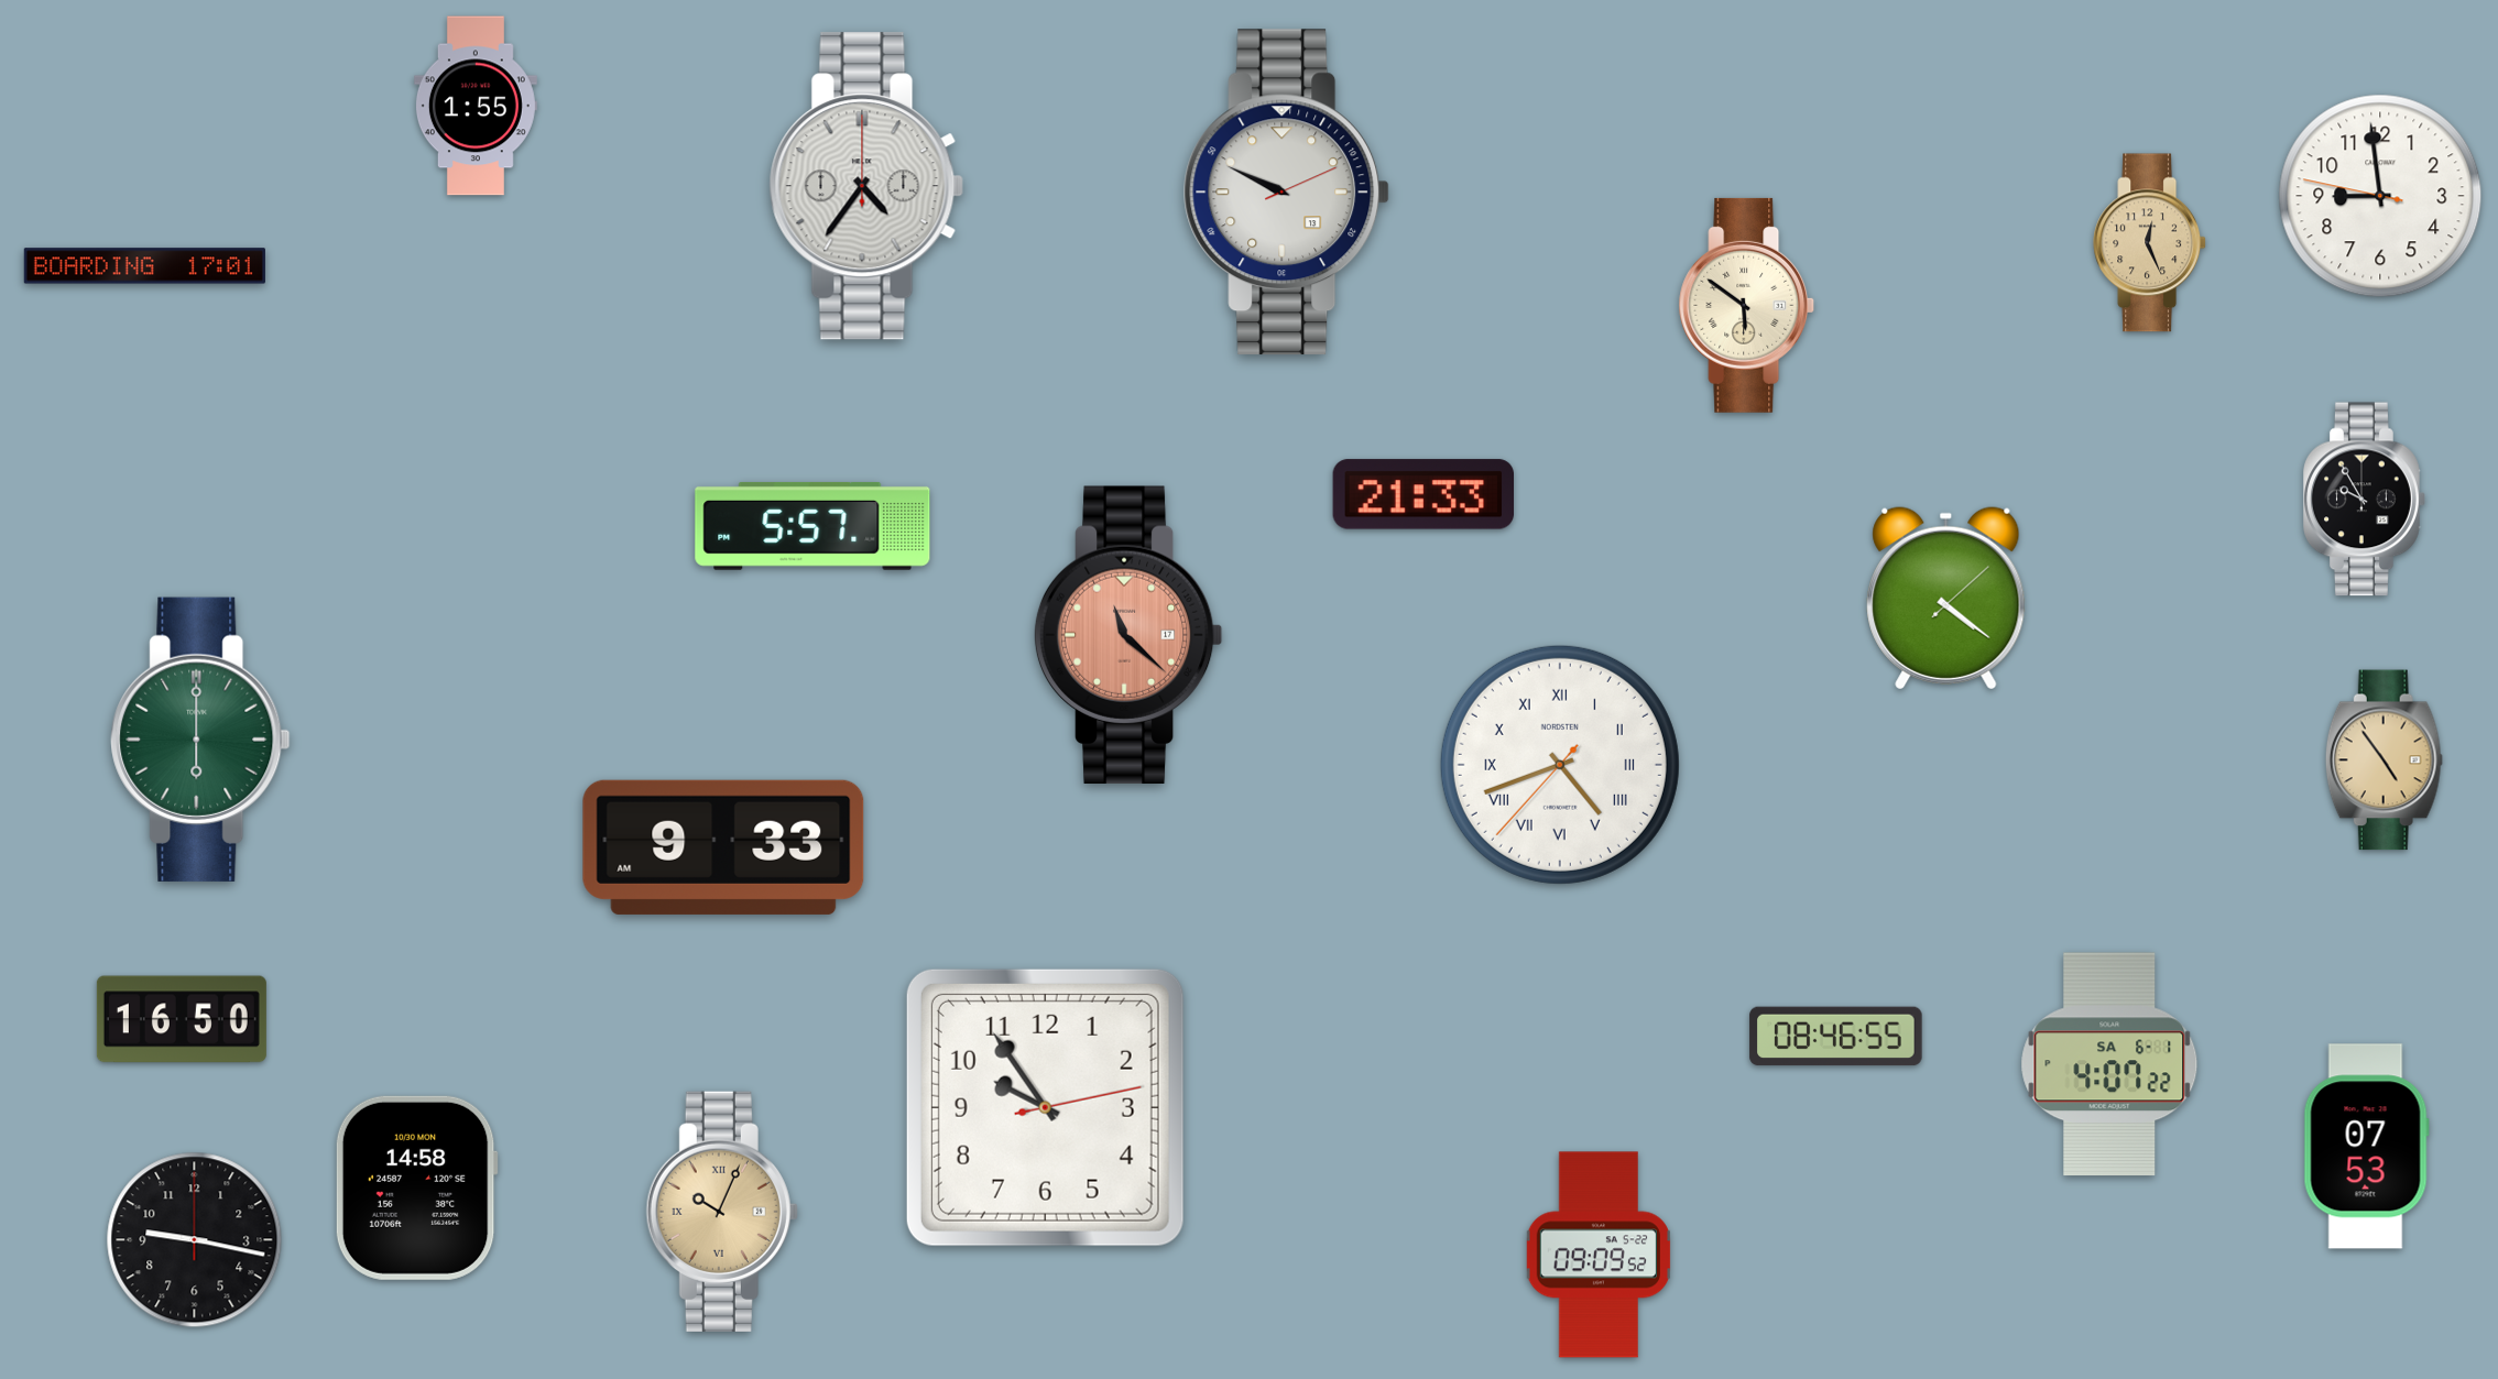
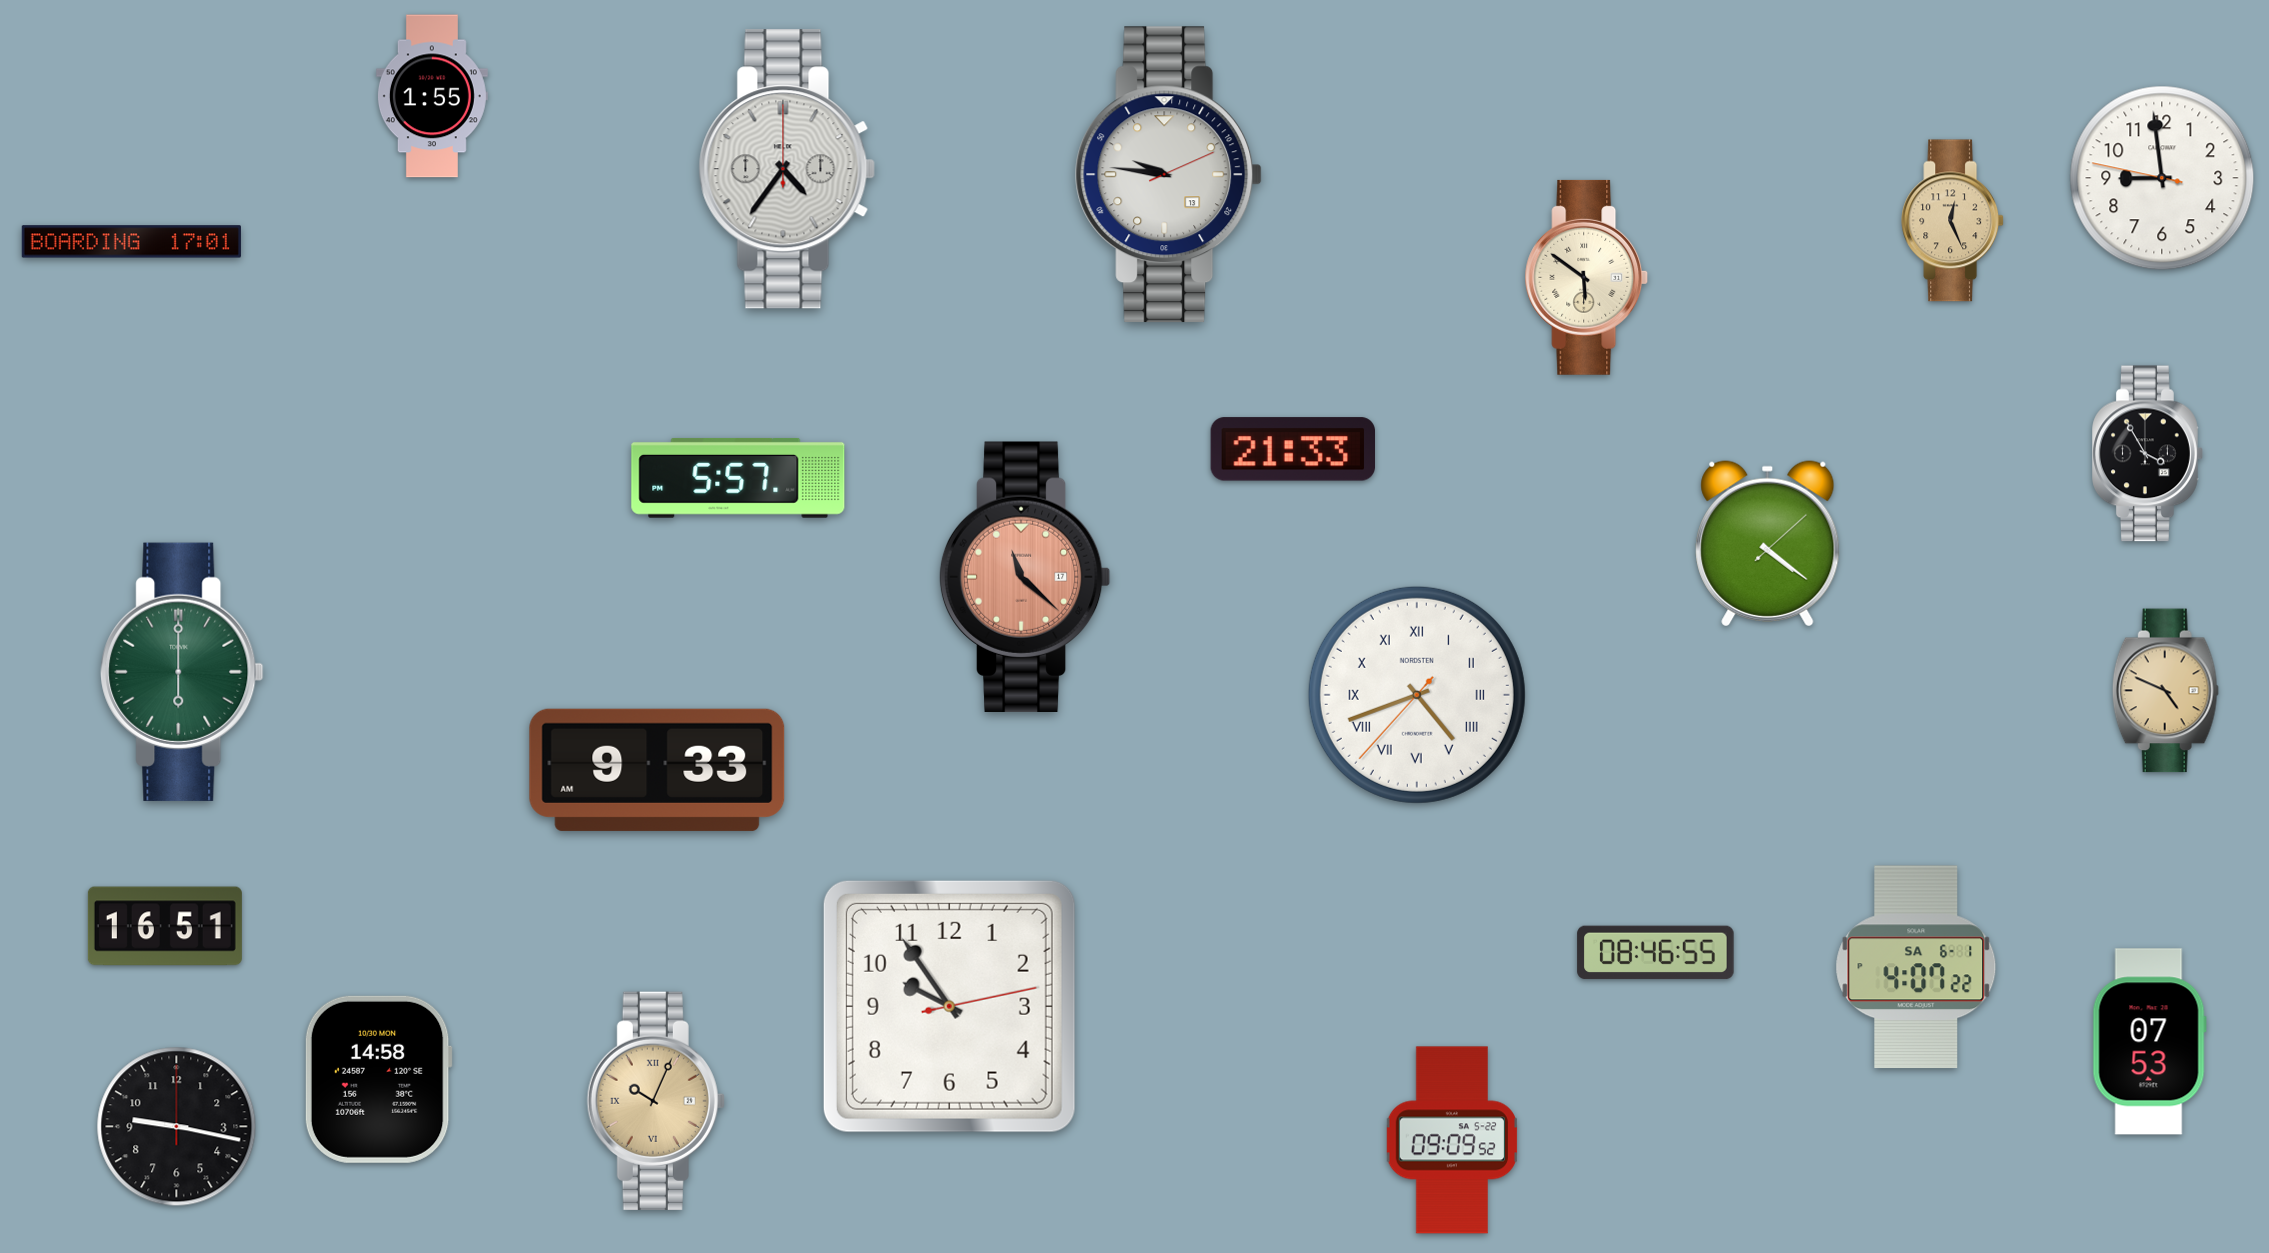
clock at (1287, 193): 9:49 -> 9:46
clock at (2365, 500): 9:55 -> 3:55
clock at (2384, 760): 4:54 -> 4:49
clock at (182, 1019): 16:50 -> 16:51
clock at (1836, 1037) position: (1836, 1037) -> (1656, 953)
